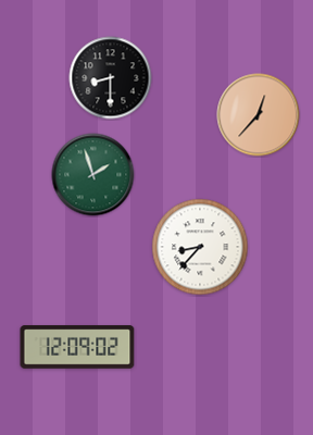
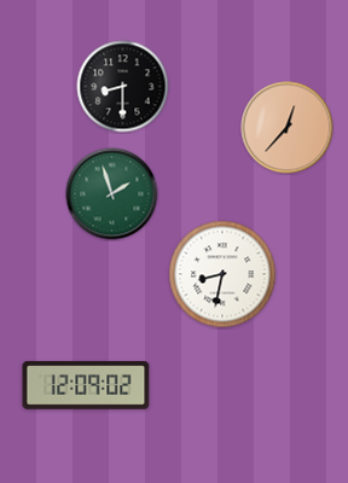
clock at (93, 175) position: (93, 175) -> (112, 194)
clock at (200, 247): 8:37 -> 8:32
